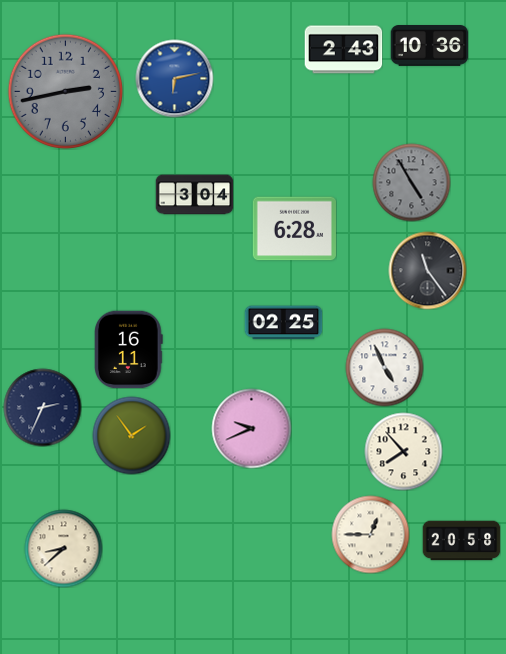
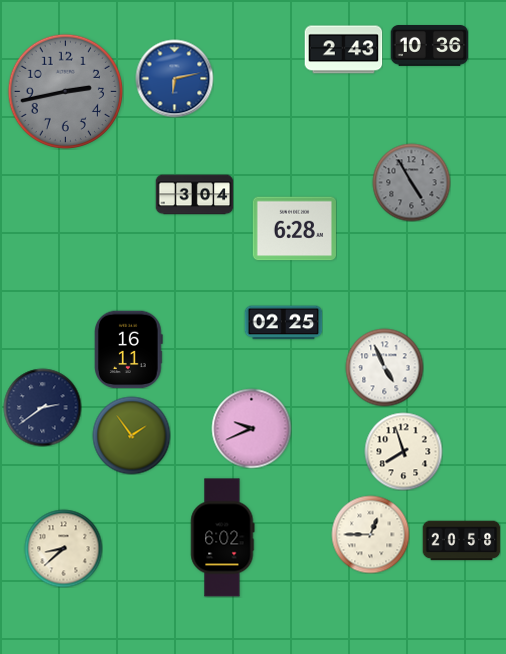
clock at (427, 270): 11:24 -> none
clock at (42, 407): 2:34 -> 2:39
clock at (403, 451): 7:53 -> 7:57
clock at (223, 538): none -> 6:02
